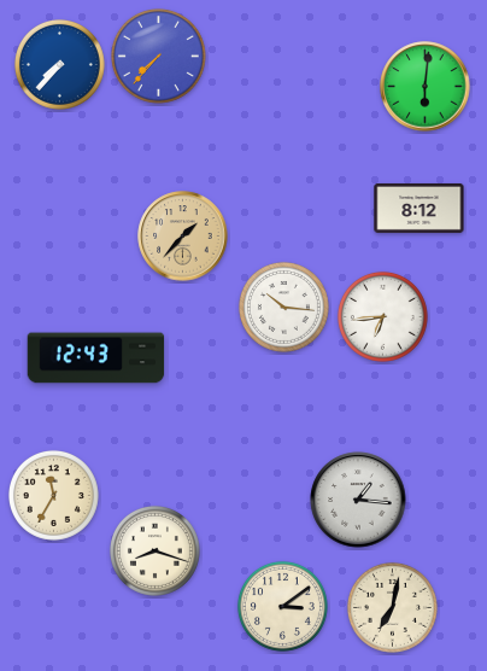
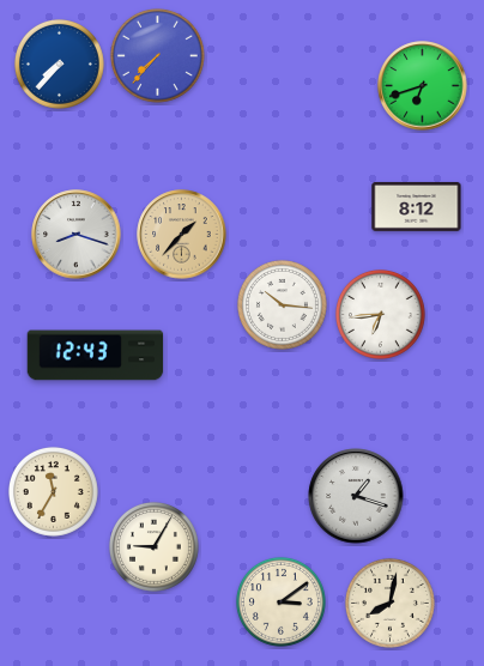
clock at (426, 87): 6:01 -> 6:42
clock at (77, 235): none -> 8:18
clock at (358, 500): 1:16 -> 1:18
clock at (154, 550): 8:18 -> 9:05
clock at (392, 607): 7:02 -> 8:02
